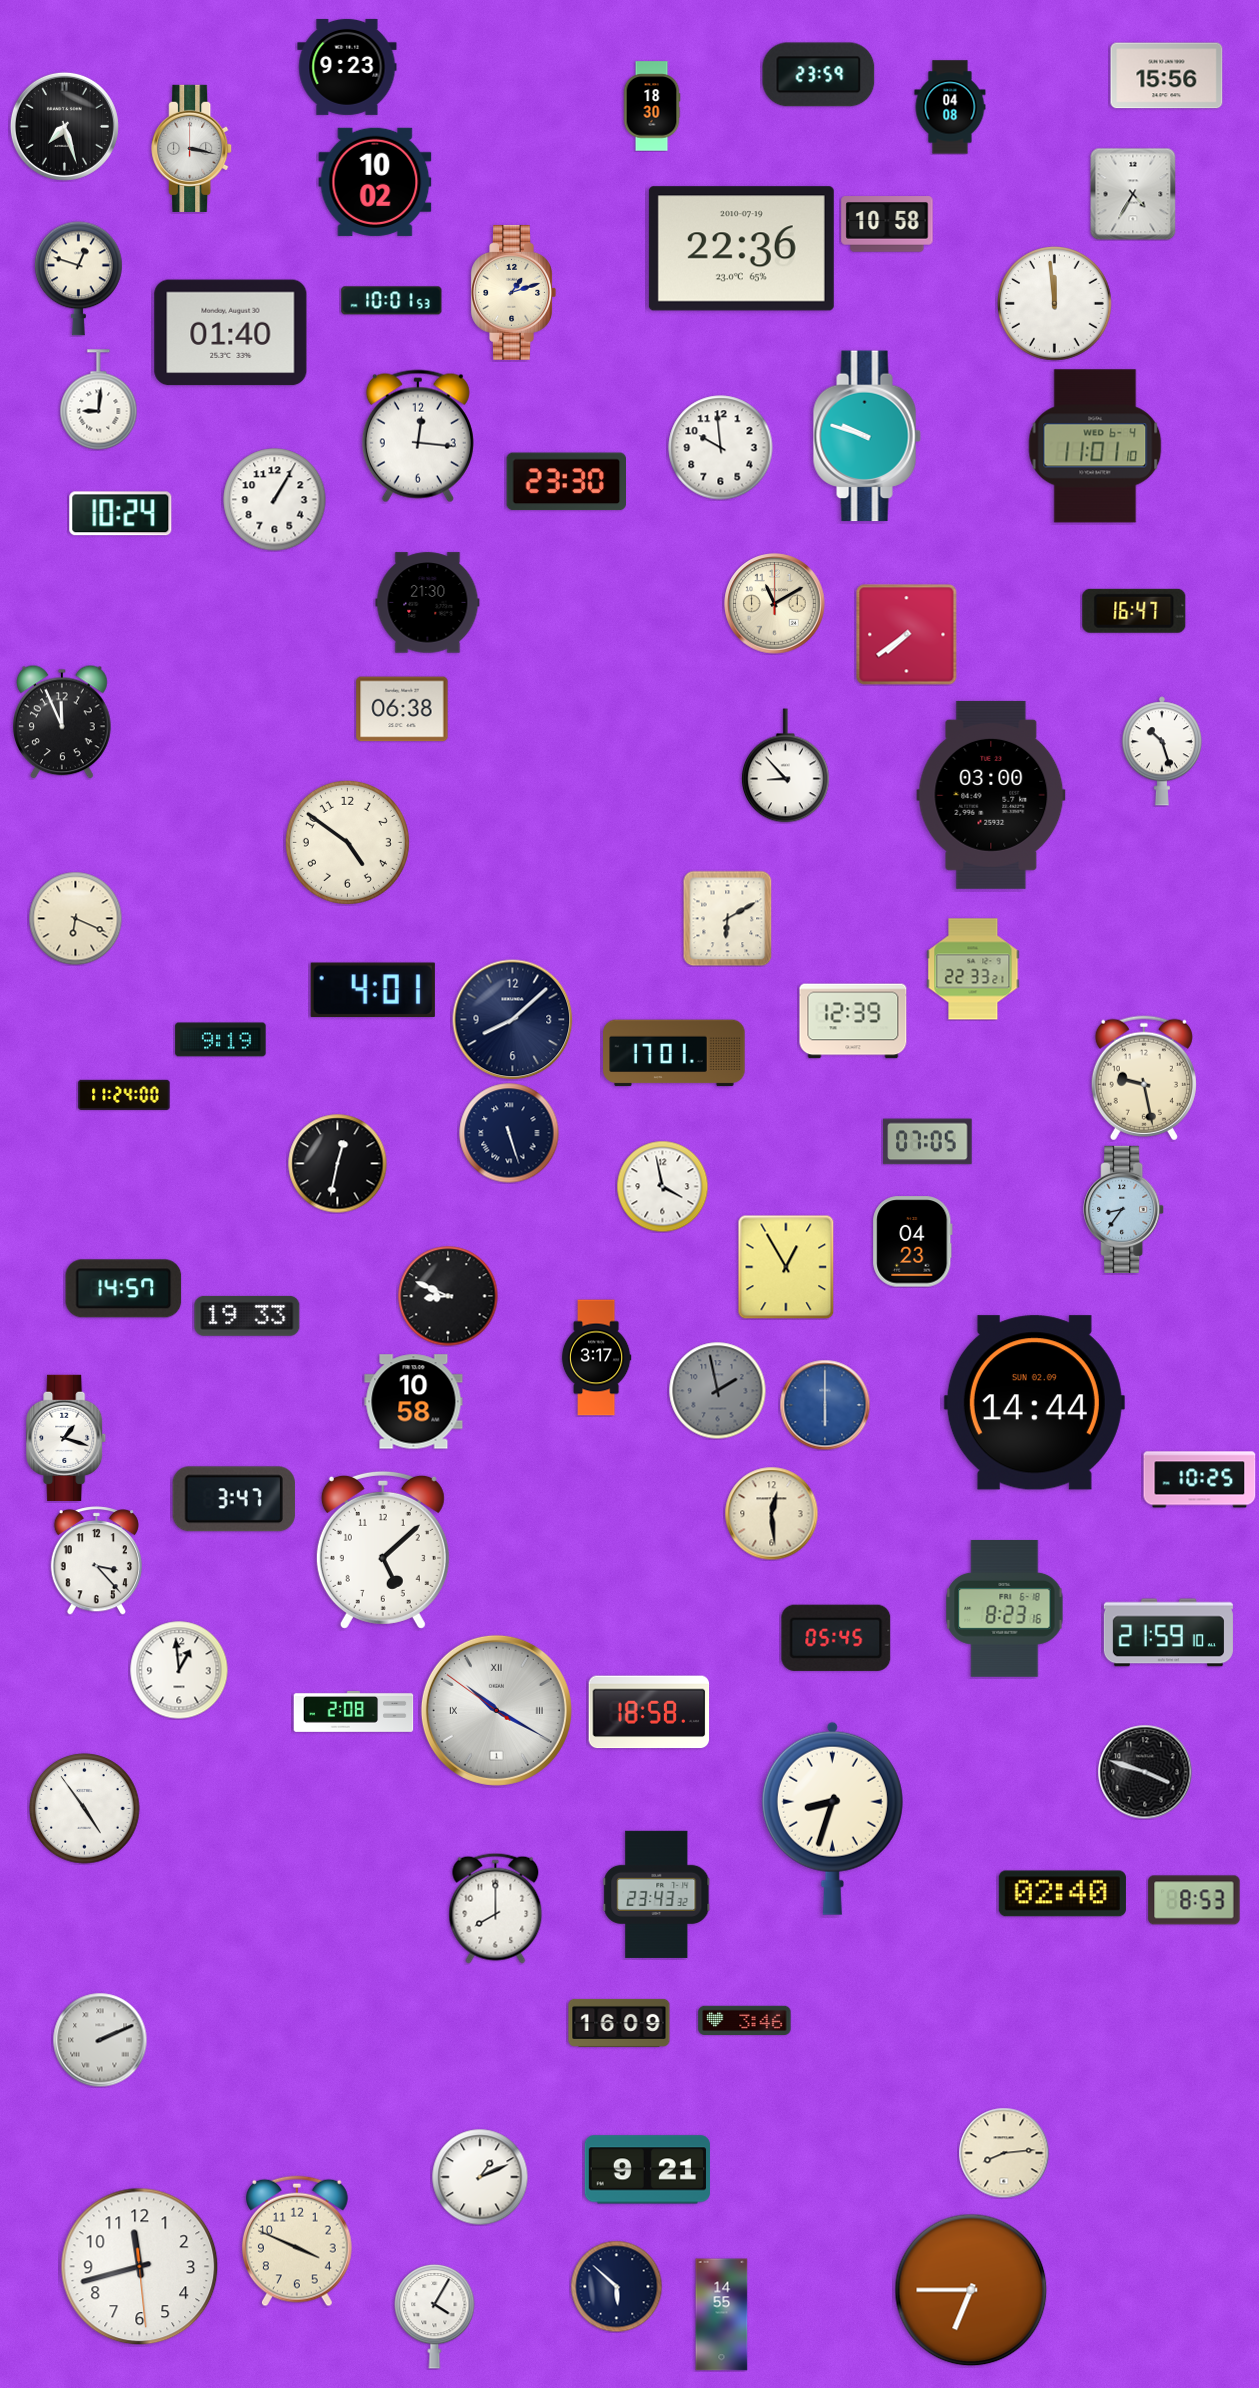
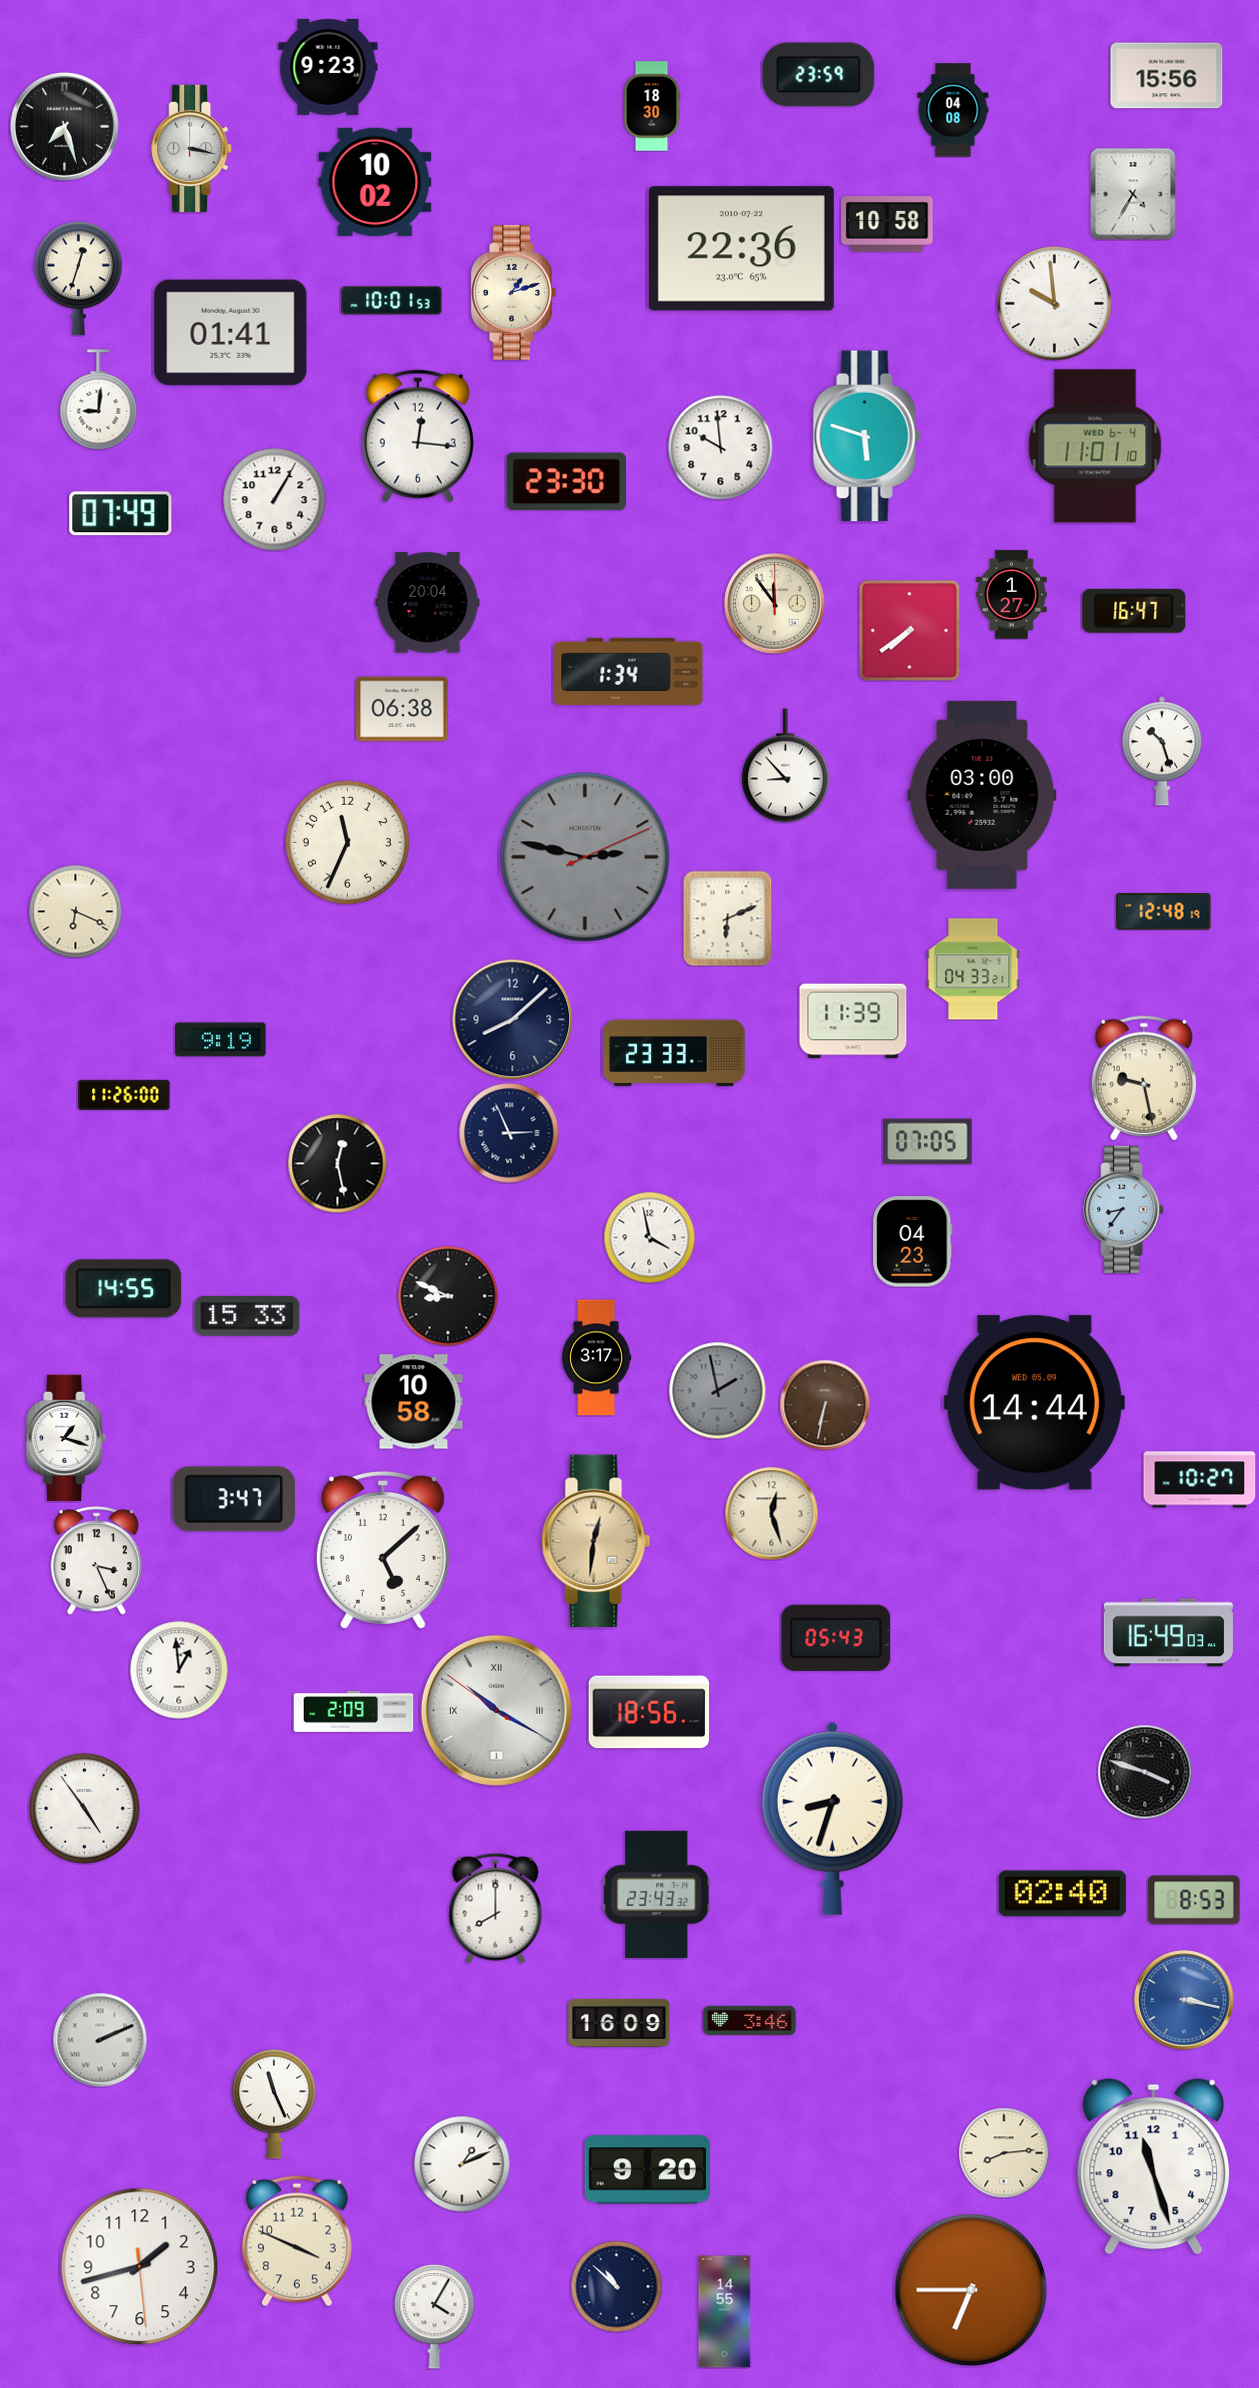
clock at (347, 67) position: (347, 67) -> (328, 67)
clock at (950, 107) position: (950, 107) -> (953, 110)
clock at (741, 249) date: 2010-07-19 -> 2010-07-22
clock at (79, 279): 12:48 -> 12:33
clock at (1055, 304): 11:59 -> 9:59
clock at (231, 333): 01:40 -> 01:41
clock at (867, 436): 9:48 -> 5:48
clock at (121, 514): 10:24 -> 07:49
clock at (1012, 595): none -> 1:27
clock at (428, 603): 21:30 -> 20:04
clock at (775, 604): 11:10 -> 11:54
clock at (907, 635) position: (907, 635) -> (910, 631)
clock at (629, 671): none -> 1:34
clock at (63, 722): 11:56 -> none
clock at (991, 795) position: (991, 795) -> (982, 795)
clock at (347, 842): 4:51 -> 11:34
clock at (585, 857): none -> 2:47
clock at (1164, 912): none -> 12:48
clock at (75, 918) position: (75, 918) -> (75, 911)
clock at (728, 918): 6:10 -> 6:11
clock at (973, 969): 22:33 -> 04:33
clock at (373, 989): 4:01 -> none
clock at (853, 1021): 12:39 -> 11:39
clock at (674, 1053): 17:01 -> 23:33
clock at (124, 1095): 11:24 -> 11:26
clock at (509, 1133): 5:27 -> 2:56
clock at (338, 1164): 12:32 -> 12:28
clock at (662, 1186) position: (662, 1186) -> (649, 1237)
clock at (786, 1267): 12:55 -> none
clock at (124, 1289): 14:57 -> 14:55
clock at (247, 1316): 19:33 -> 15:33
clock at (1034, 1403) date: SUN 02.09 -> WED 05.09
clock at (825, 1405): 6:00 -> 6:32
clock at (825, 1405) dial: blue -> brown
clock at (1200, 1480): 10:25 -> 10:27
clock at (771, 1513): 12:29 -> 12:27
clock at (596, 1541): none -> 12:31
clock at (96, 1561): 3:23 -> 3:26
clock at (1005, 1609): 8:23 -> none
clock at (1168, 1633): 21:59 -> 16:49
clock at (836, 1638): 05:45 -> 05:43
clock at (354, 1711): 2:08 -> 2:09
clock at (649, 1712): 18:58 -> 18:56
clock at (1184, 2000): none -> 3:17
clock at (745, 2020) position: (745, 2020) -> (750, 2020)
clock at (274, 2104): none -> 11:26
clock at (1154, 2167): none -> 11:27
clock at (647, 2170): 9:21 -> 9:20
clock at (480, 2177) position: (480, 2177) -> (462, 2164)
clock at (140, 2267): 11:42 -> 1:42
clock at (616, 2286): 5:52 -> 10:52
clock at (722, 2315) position: (722, 2315) -> (725, 2312)
